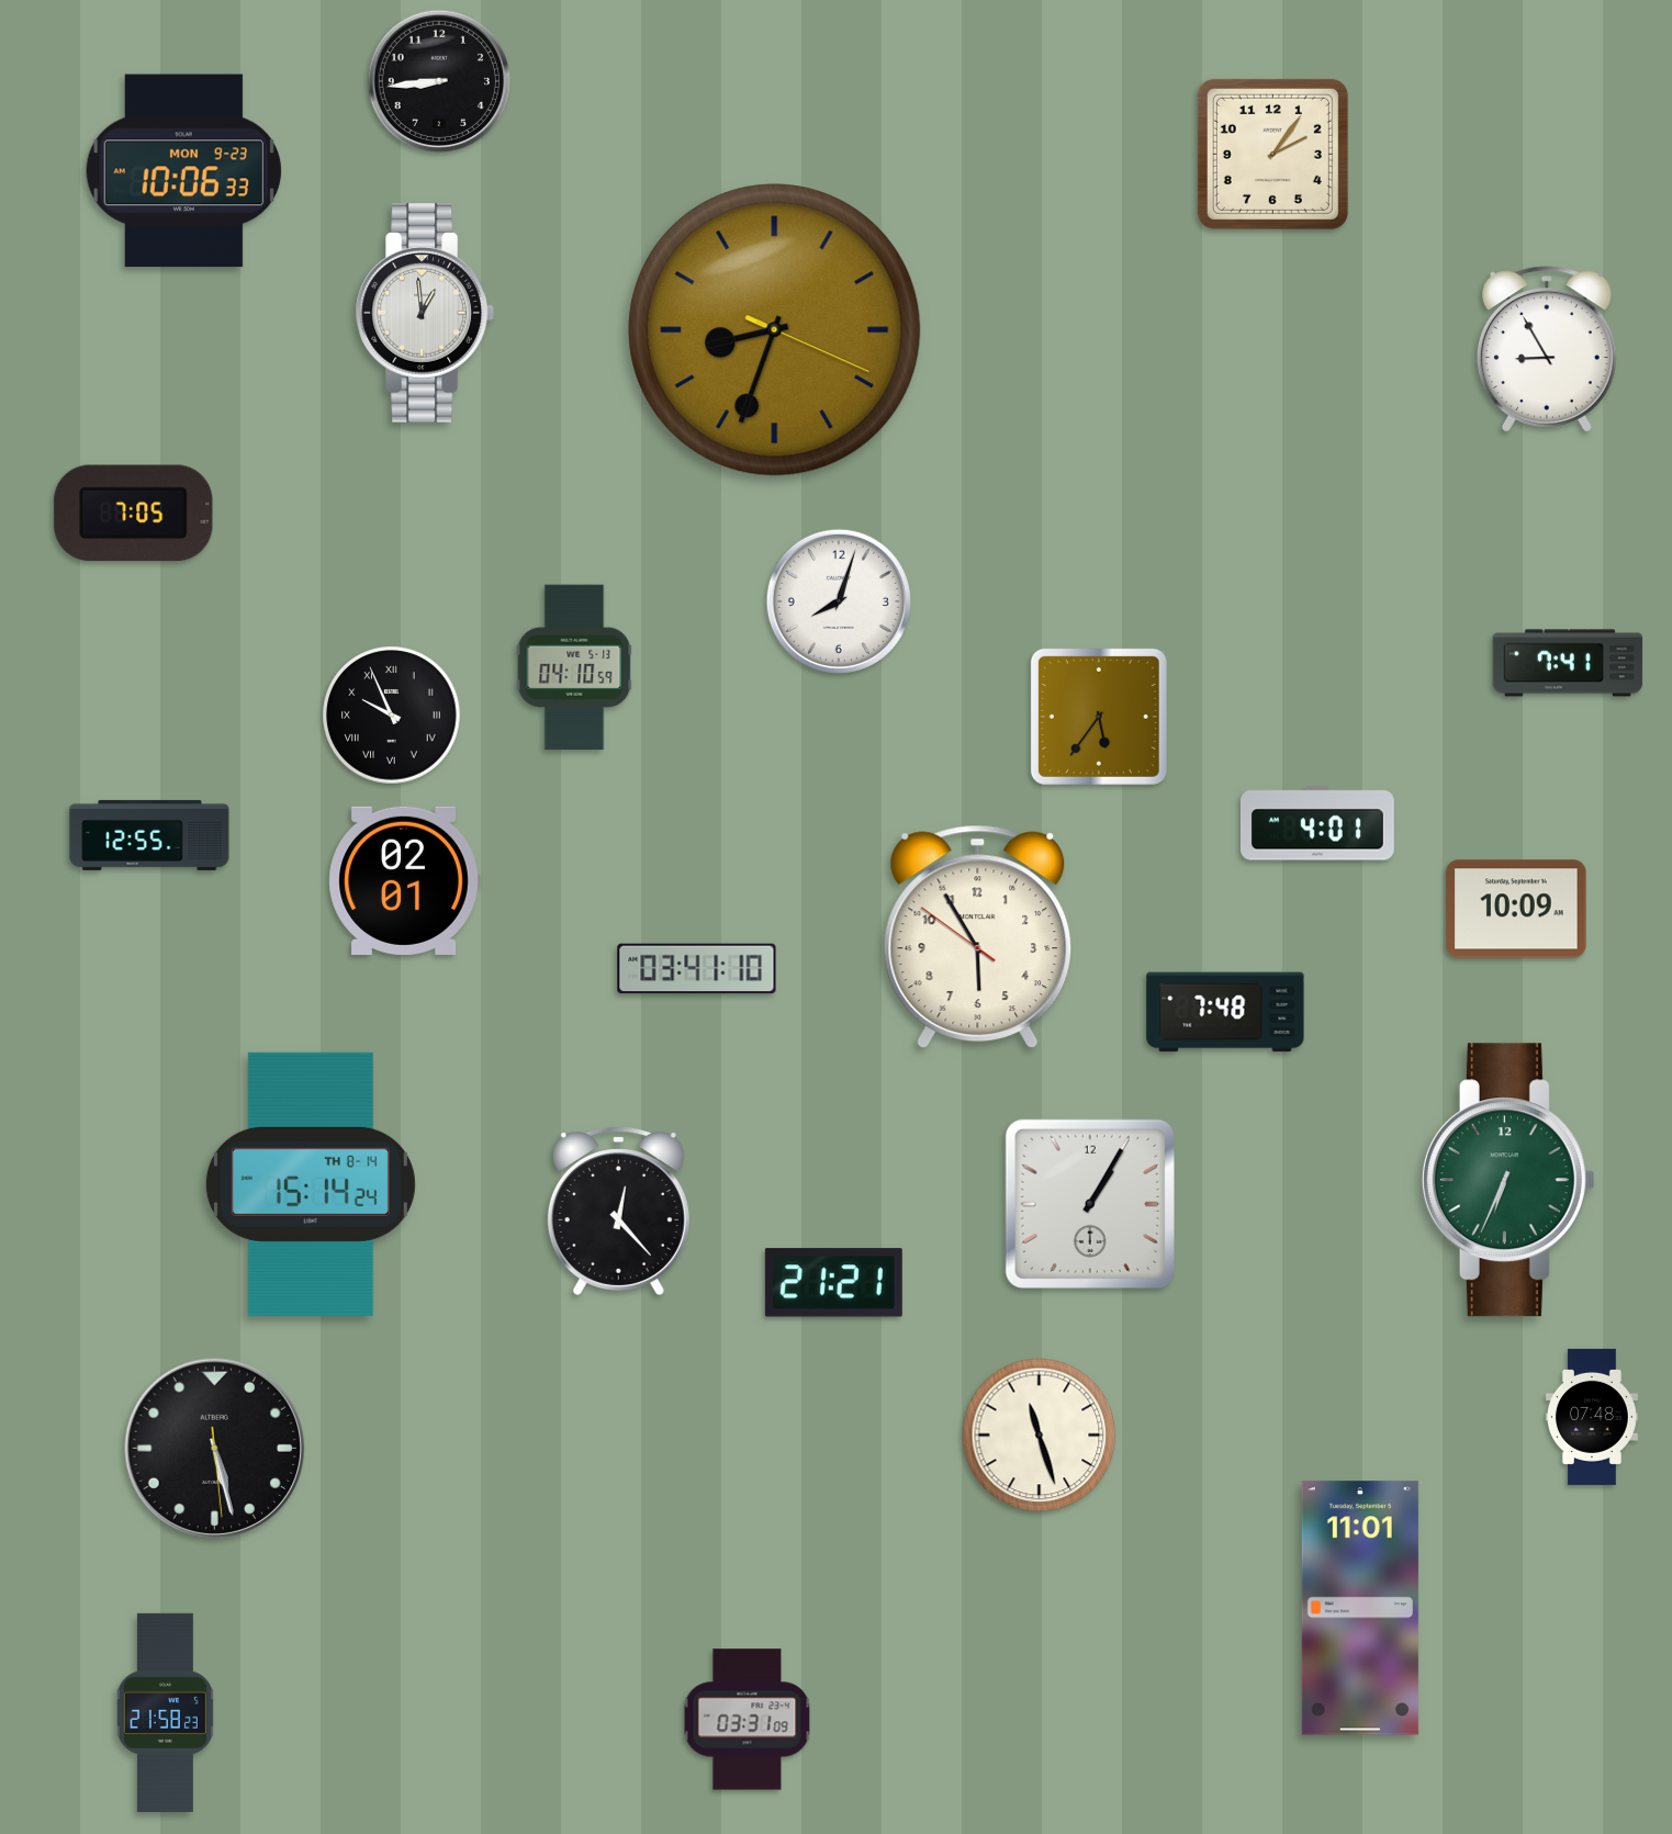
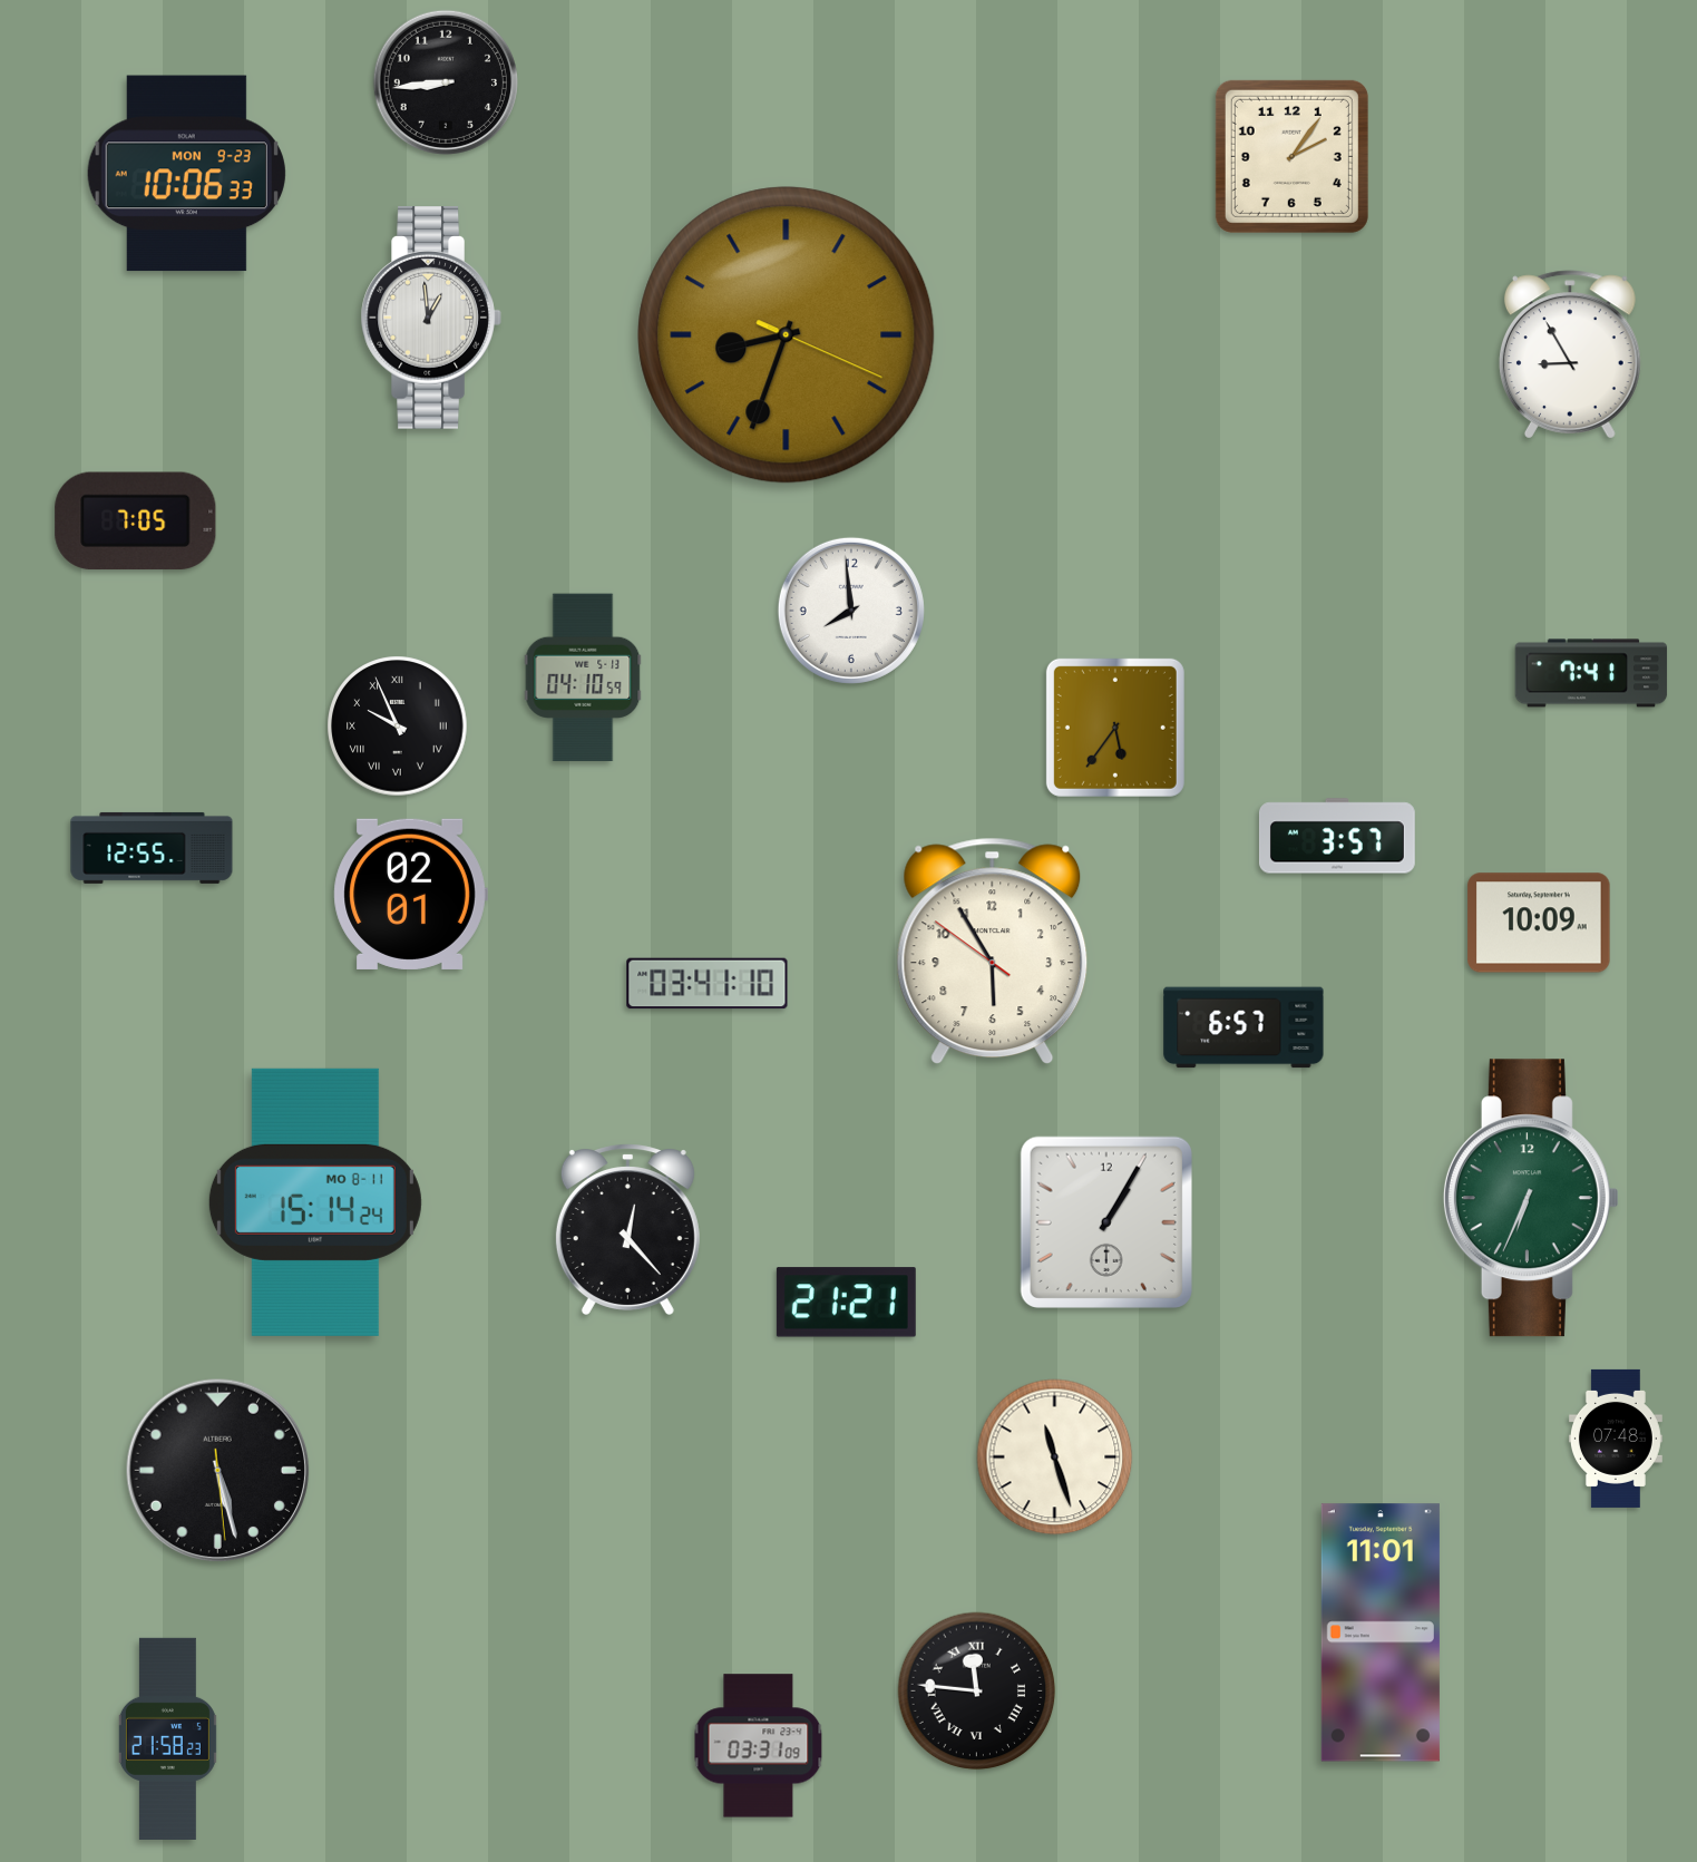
clock at (839, 601): 8:03 -> 7:59
clock at (1317, 823): 4:01 -> 3:57
clock at (1225, 1012): 7:48 -> 6:57
clock at (311, 1184) date: TH 8-14 -> MO 8-11
clock at (977, 1692): none -> 11:46
